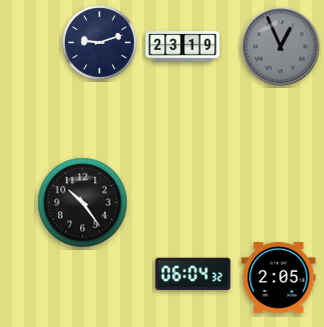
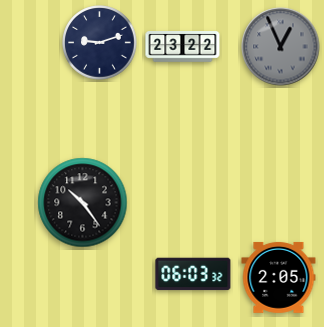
clock at (183, 47): 23:19 -> 23:22
clock at (193, 274): 06:04 -> 06:03
